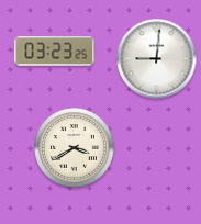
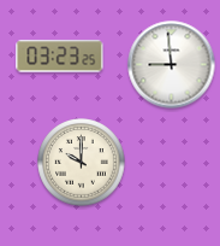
clock at (157, 59): 9:01 -> 8:59
clock at (75, 148): 3:40 -> 10:00
